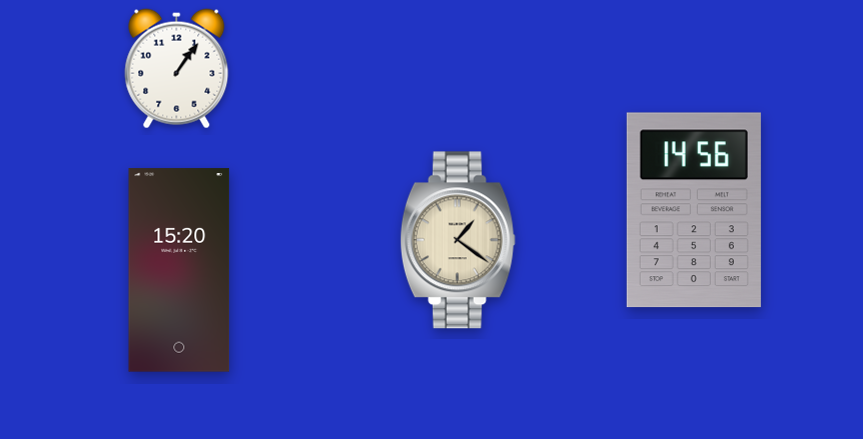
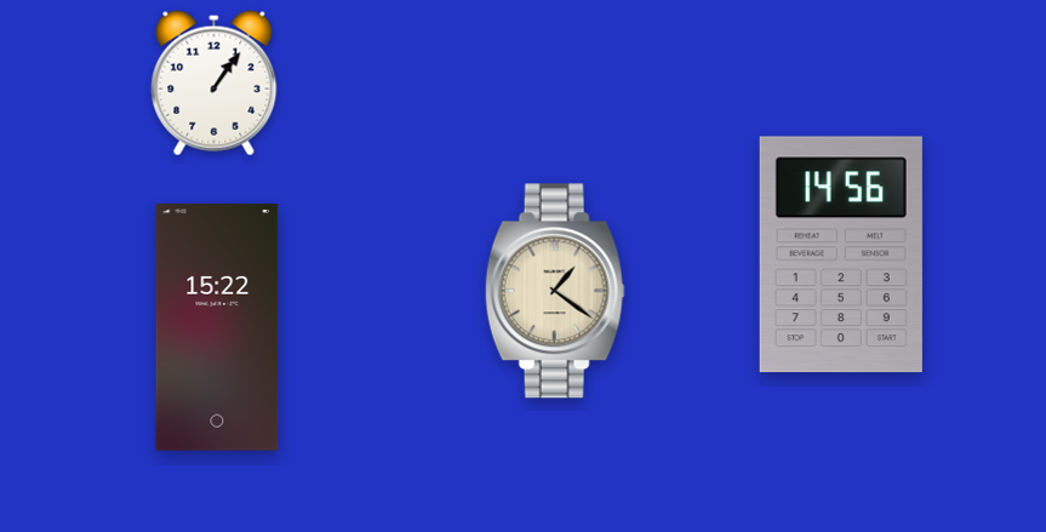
clock at (179, 270): 15:20 -> 15:22
